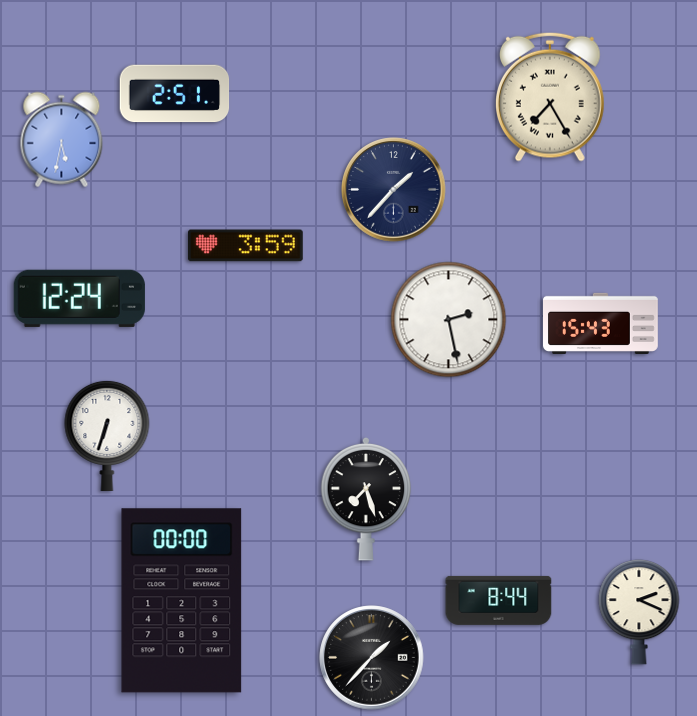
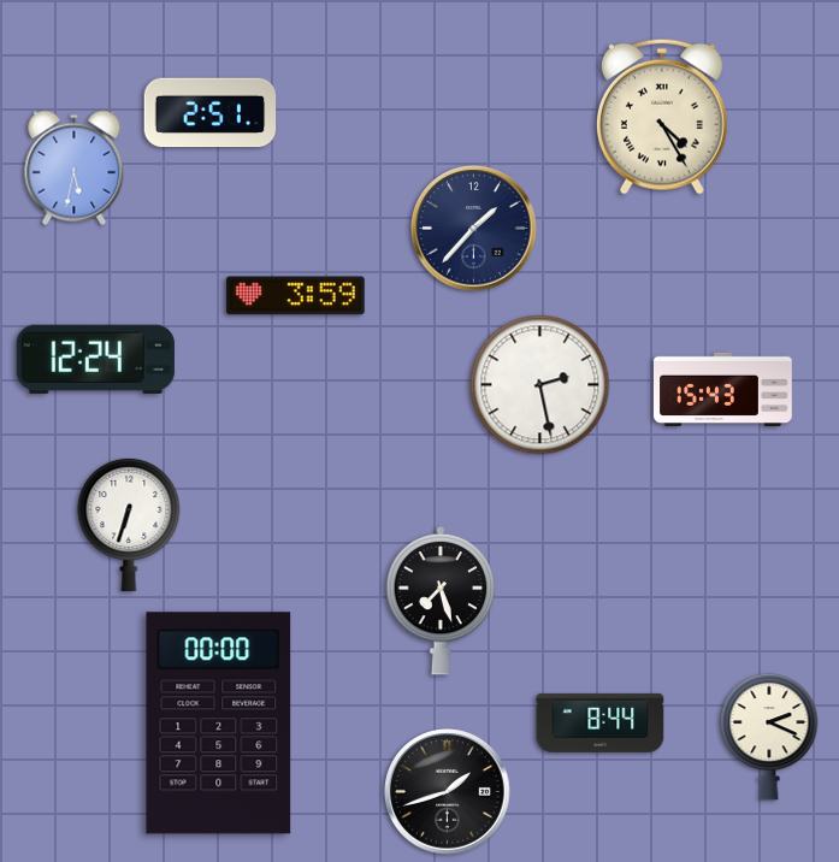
clock at (550, 97): 7:25 -> 4:25
clock at (372, 658): 1:37 -> 1:42
